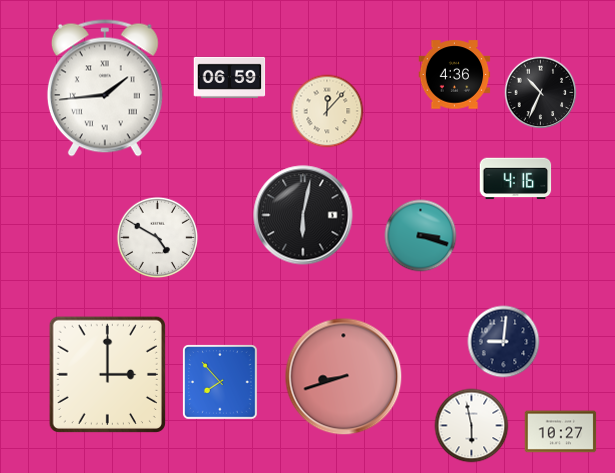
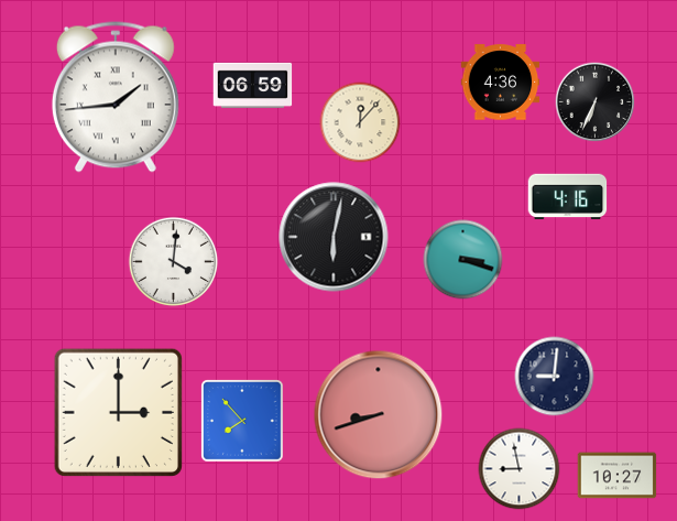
clock at (541, 93): 10:34 -> 6:34
clock at (158, 238): 4:50 -> 4:01
clock at (472, 426): 5:58 -> 8:58
